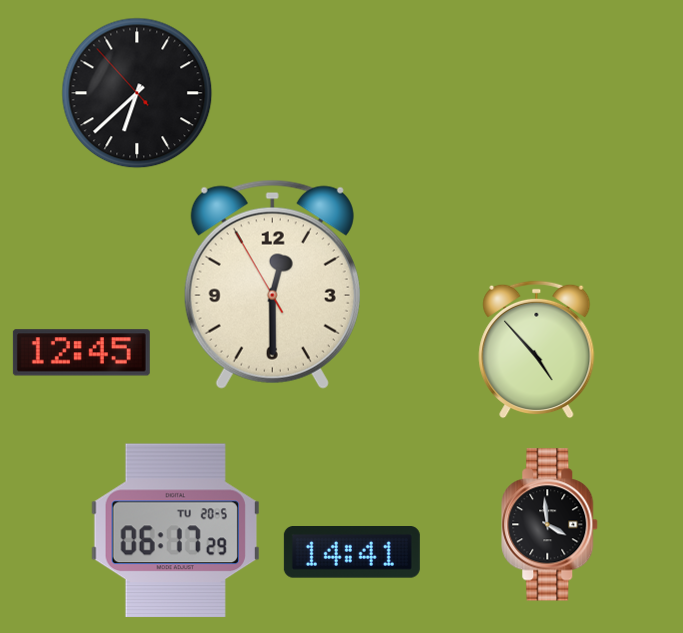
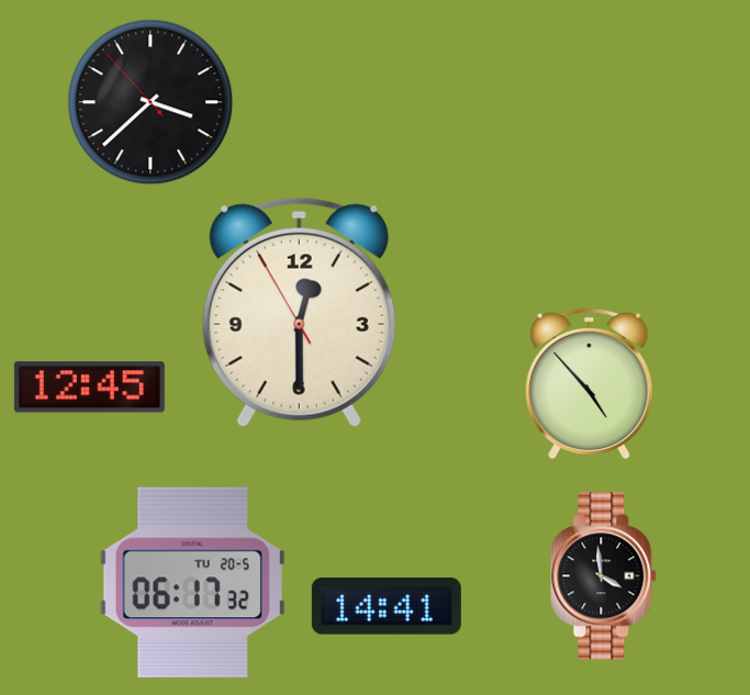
clock at (137, 93): 6:37 -> 3:37
clock at (175, 531): 06:17:29 -> 06:17:32
